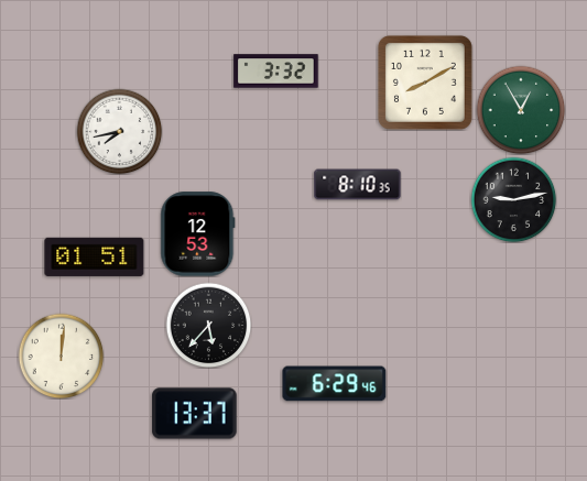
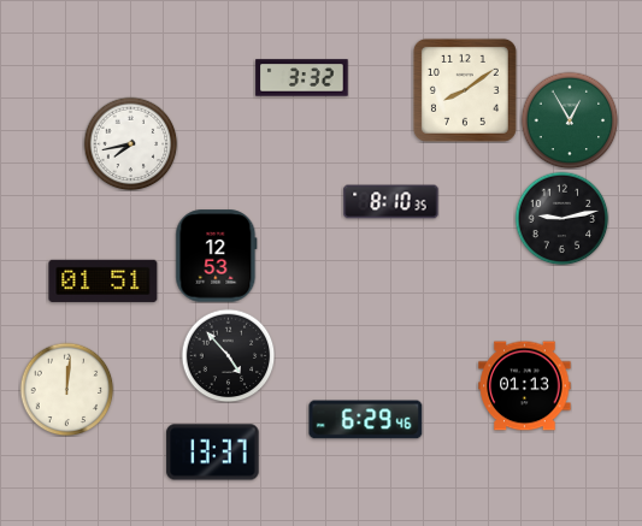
clock at (425, 83): 8:10 -> 8:09
clock at (208, 325): 5:37 -> 4:53
clock at (525, 386): none -> 01:13
